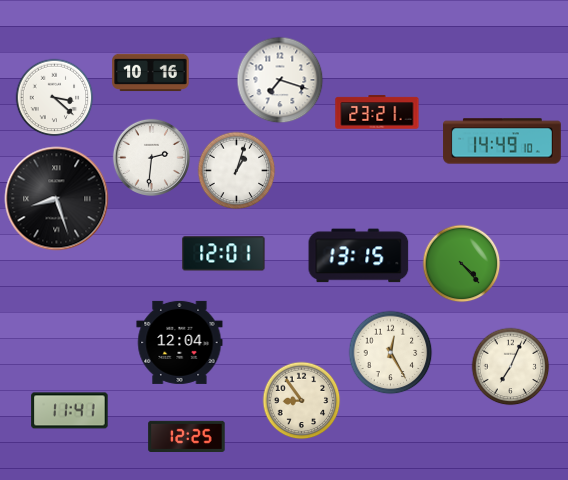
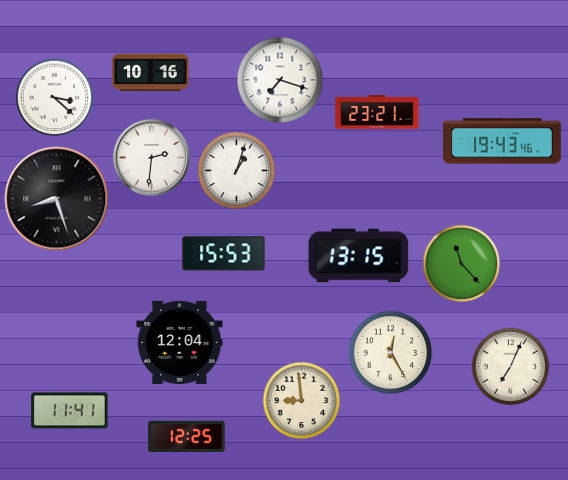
clock at (502, 141): 14:49 -> 19:43
clock at (224, 254): 12:01 -> 15:53
clock at (461, 263): 4:23 -> 11:23
clock at (301, 400): 8:54 -> 8:59
